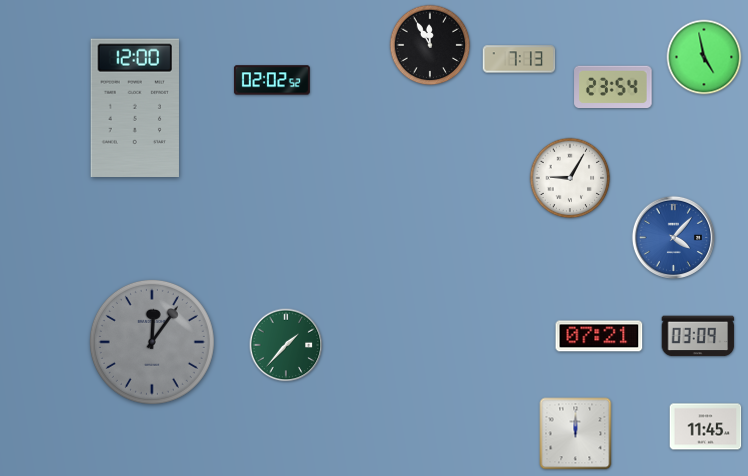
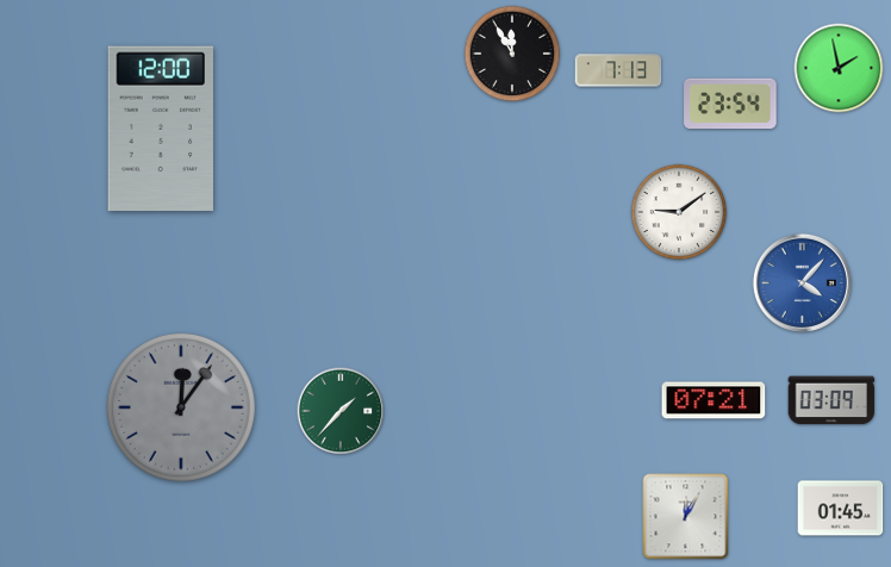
clock at (704, 57): 4:58 -> 1:58
clock at (272, 80): 02:02 -> none
clock at (570, 178): 9:05 -> 9:09
clock at (706, 427): 11:45 -> 01:45
clock at (576, 434): 12:00 -> 12:05
